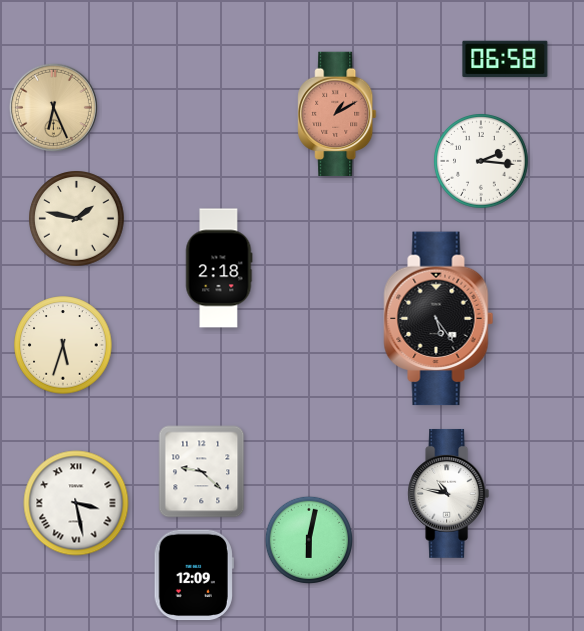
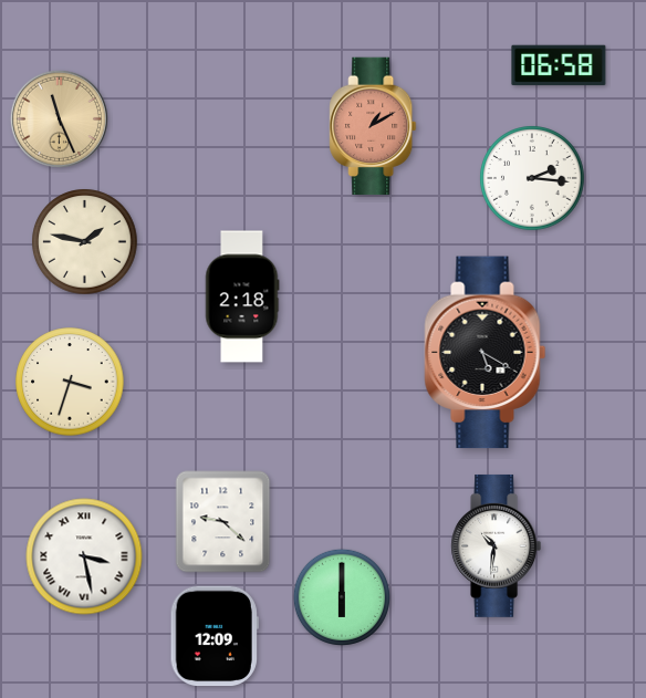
clock at (53, 107): 6:26 -> 11:26
clock at (439, 319): 5:24 -> 5:20
clock at (63, 345): 5:33 -> 3:33
clock at (449, 494): 10:47 -> 10:31
clock at (309, 540): 6:02 -> 6:00
